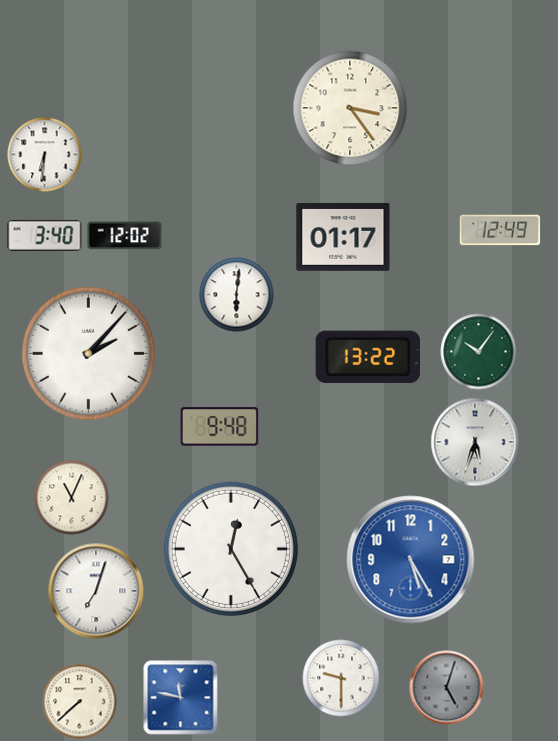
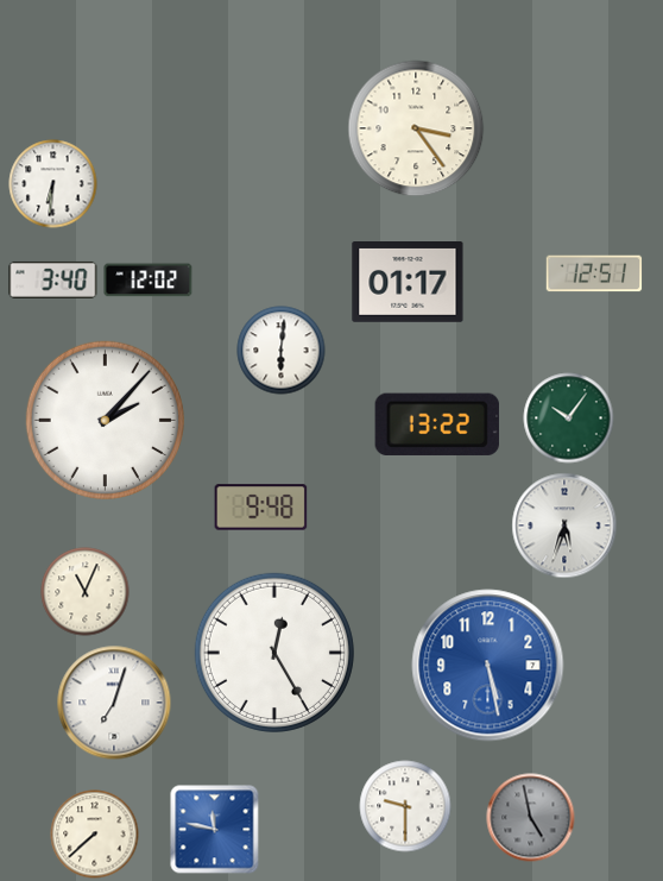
clock at (500, 230): 12:49 -> 12:51
clock at (411, 560): 5:25 -> 5:28
clock at (447, 688): 5:03 -> 4:58
